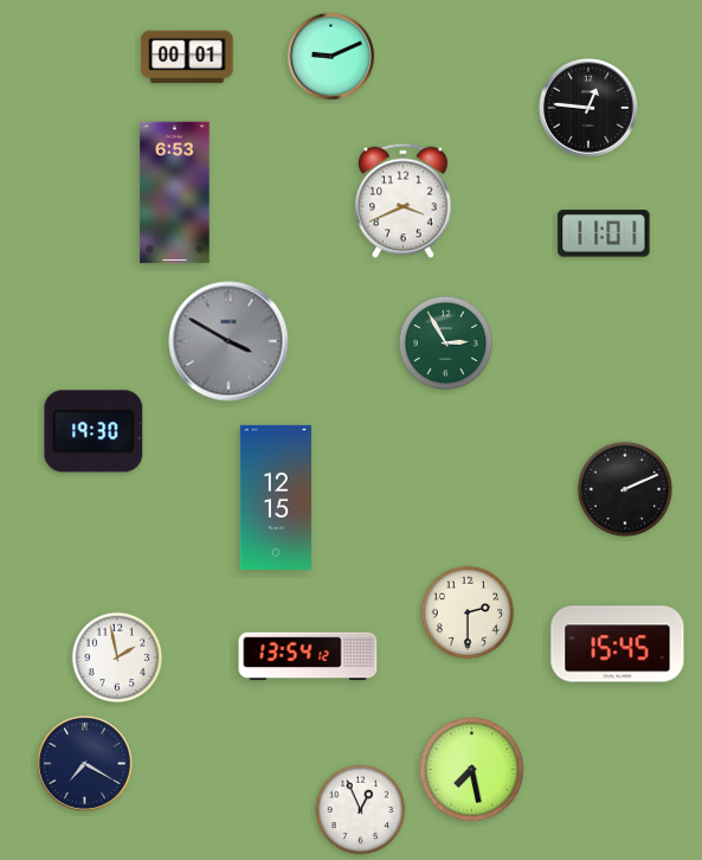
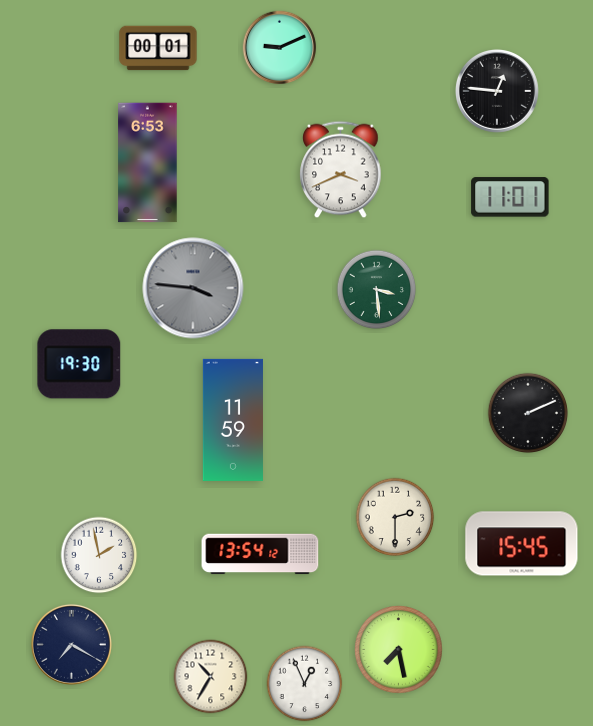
clock at (228, 341): 3:50 -> 3:46
clock at (446, 344): 2:55 -> 3:29
clock at (276, 498): 12:15 -> 11:59
clock at (211, 677): none -> 10:35
